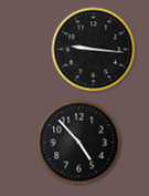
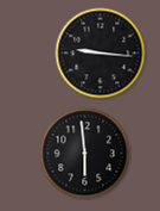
clock at (79, 143): 4:53 -> 5:59
